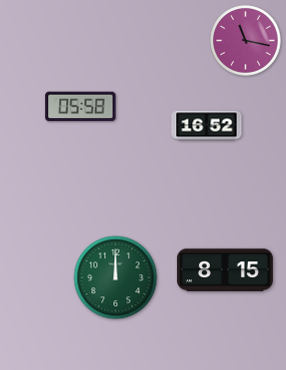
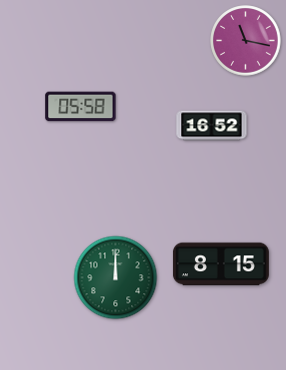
clock at (207, 126) position: (207, 126) -> (212, 126)
clock at (225, 270) position: (225, 270) -> (221, 264)
